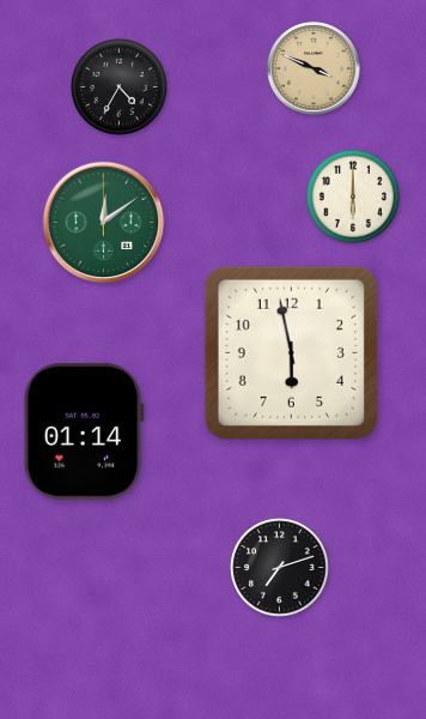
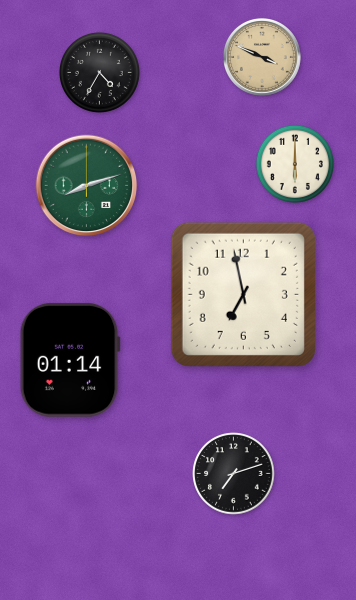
clock at (104, 223): 12:09 -> 8:12
clock at (291, 352): 5:58 -> 6:58
